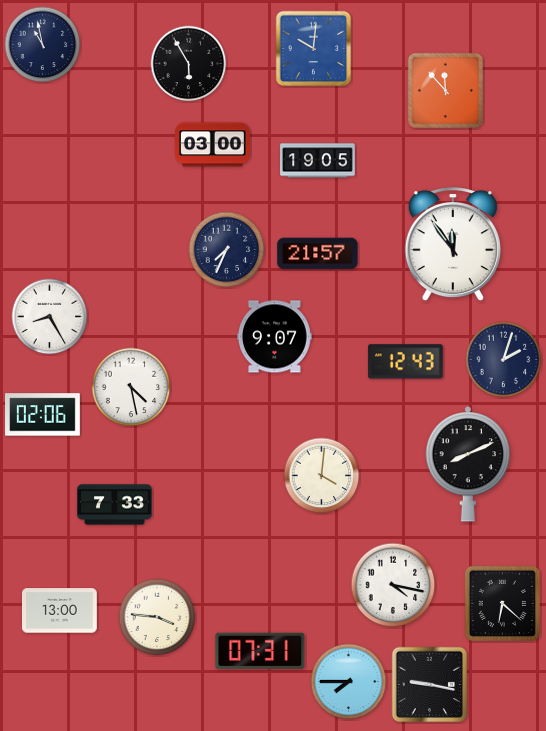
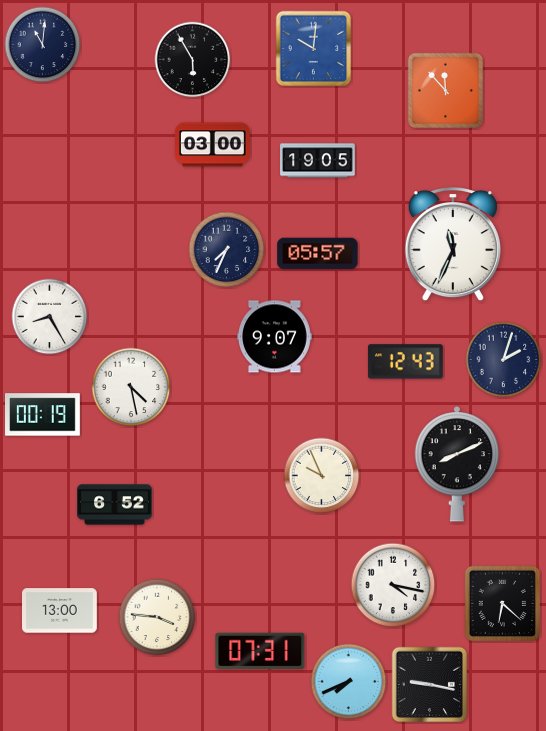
clock at (43, 45): 10:58 -> 11:01
clock at (189, 64) position: (189, 64) -> (193, 60)
clock at (453, 245): 11:54 -> 11:34
clock at (318, 254): 21:57 -> 05:57
clock at (43, 415): 02:06 -> 00:19
clock at (468, 465) position: (468, 465) -> (457, 465)
clock at (322, 476): 4:01 -> 9:56
clock at (115, 505): 7:33 -> 6:52
clock at (349, 682): 7:45 -> 7:41
